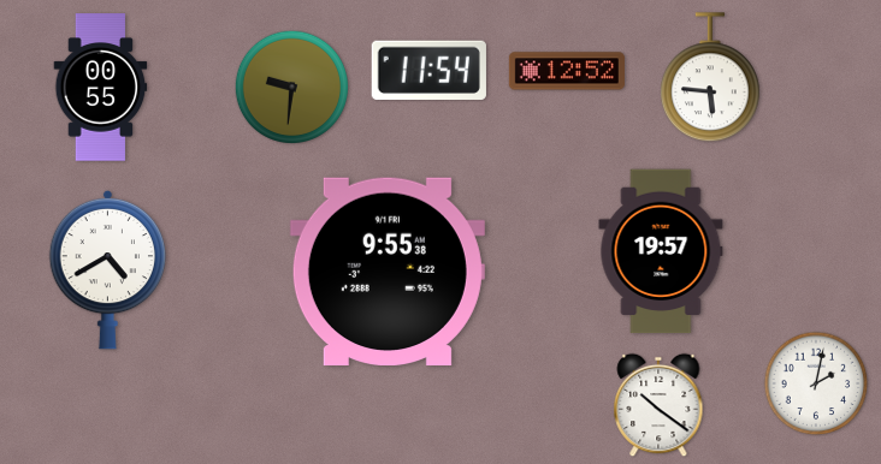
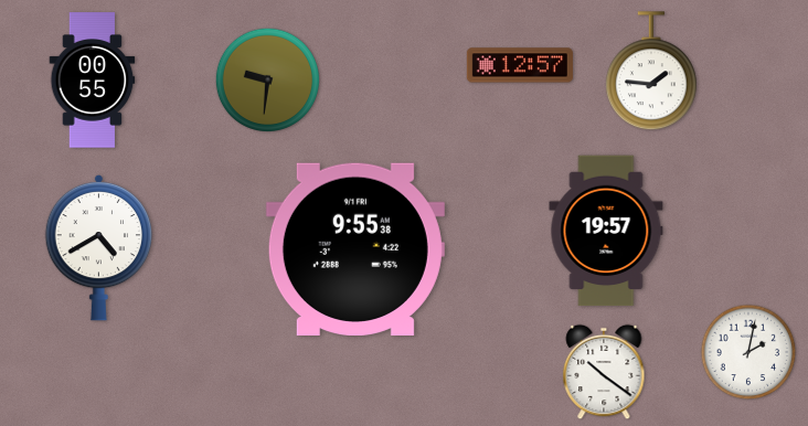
clock at (428, 70): 11:54 -> none
clock at (567, 71): 12:52 -> 12:57
clock at (710, 78): 5:46 -> 1:46
